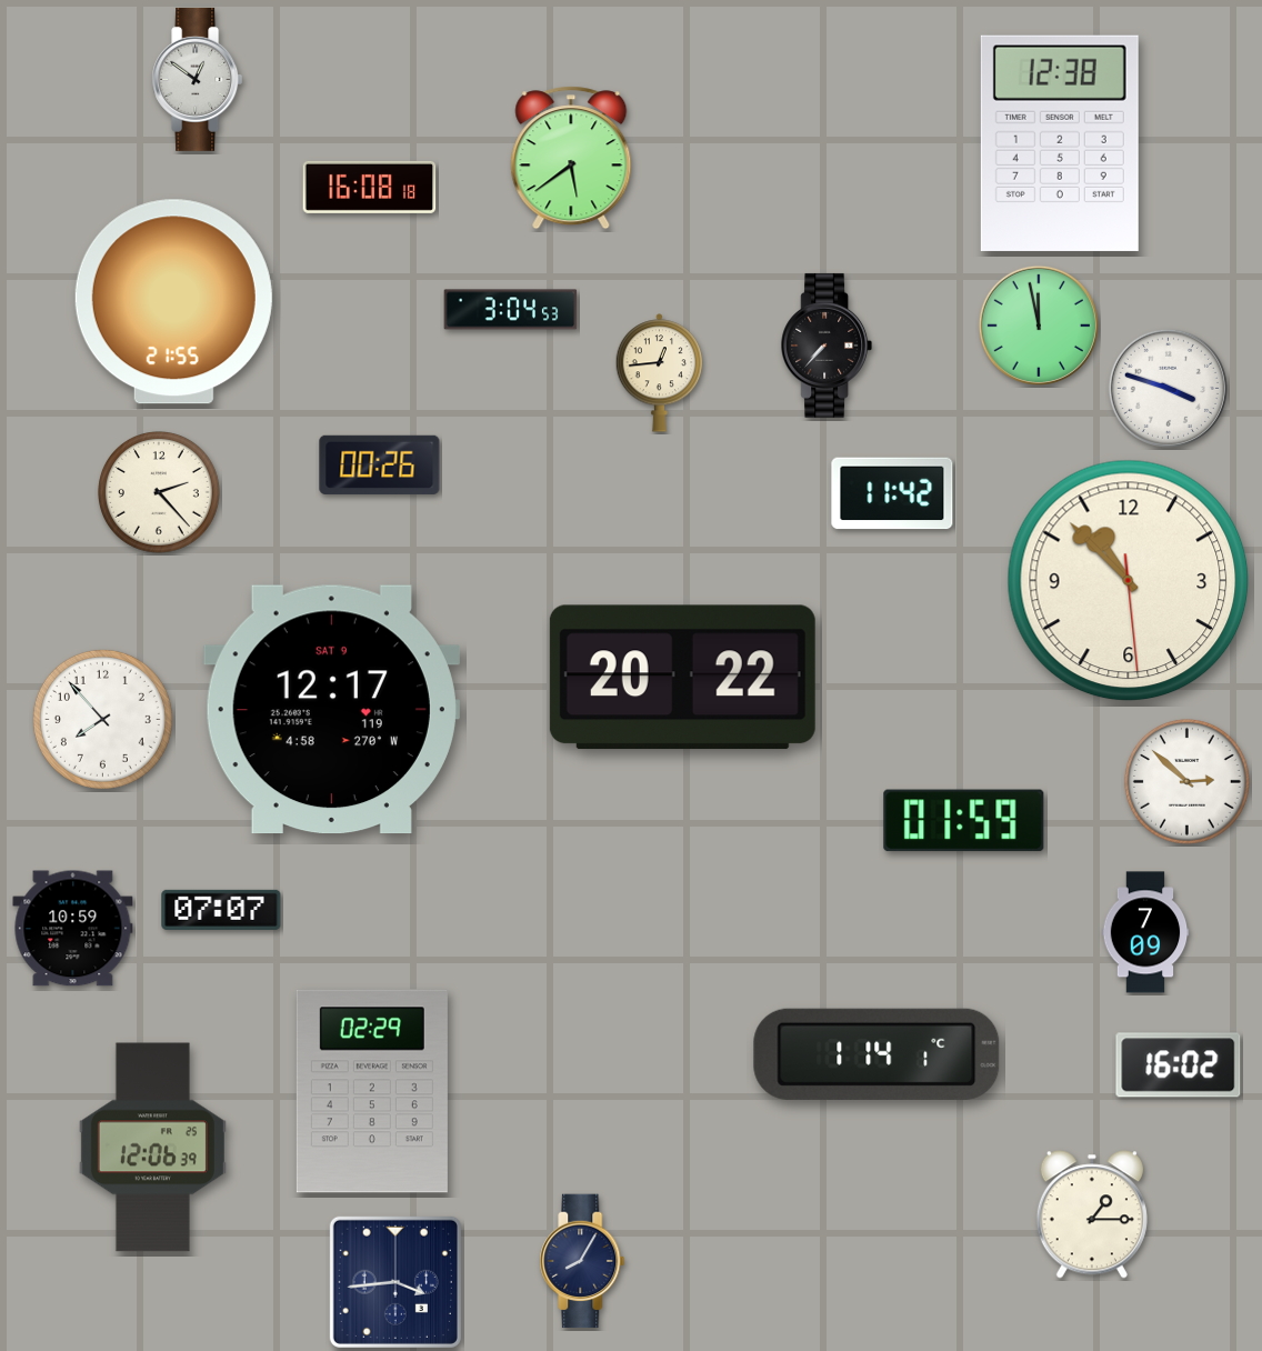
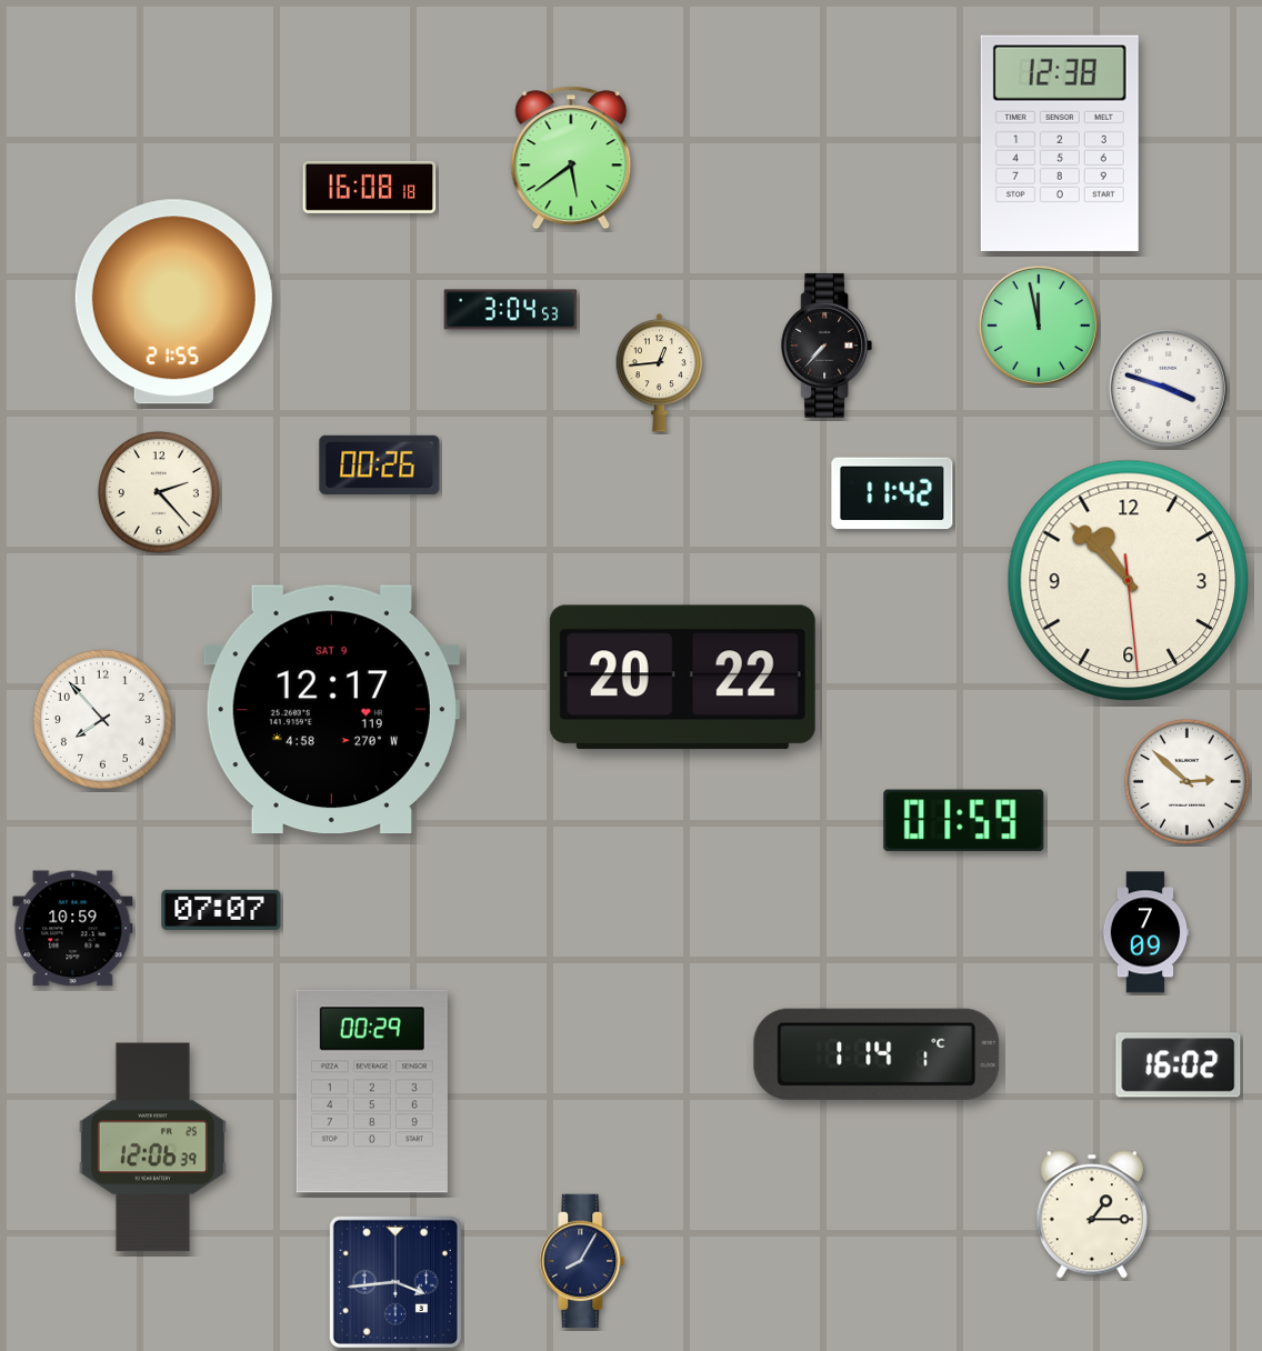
clock at (198, 79): 12:51 -> none
clock at (372, 1091): 02:29 -> 00:29
